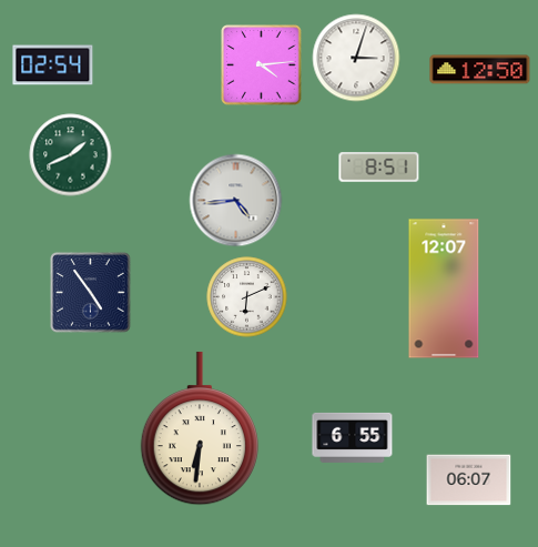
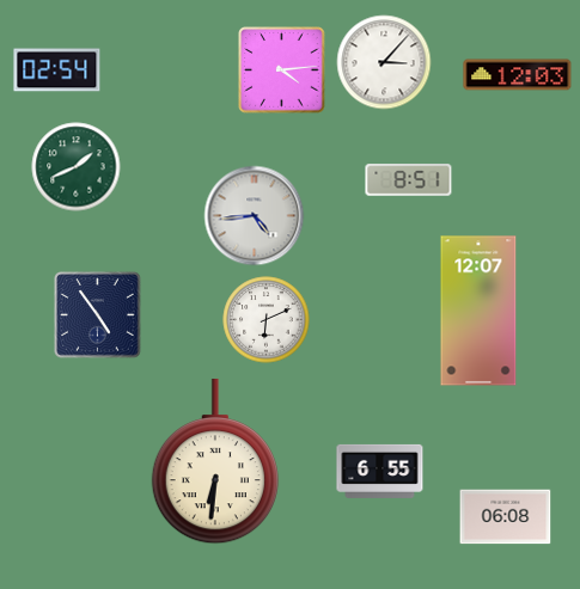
clock at (356, 58): 3:03 -> 3:07
clock at (480, 70): 12:50 -> 12:03
clock at (469, 480): 06:07 -> 06:08
